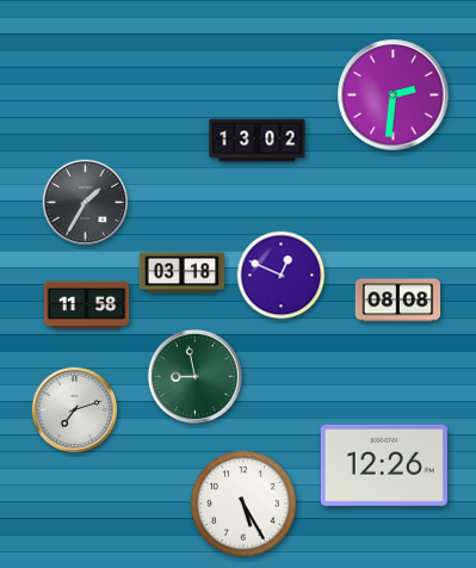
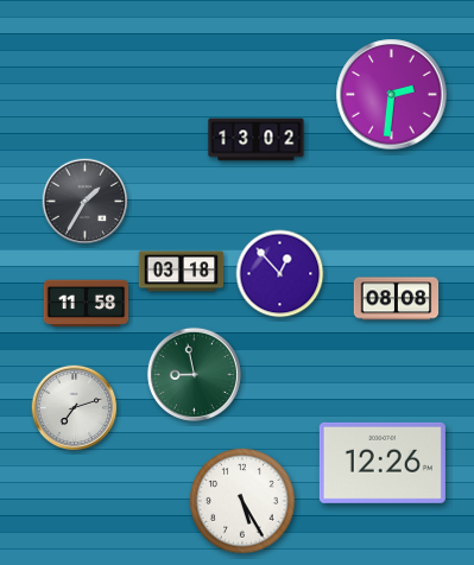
clock at (282, 276): 12:49 -> 12:53
